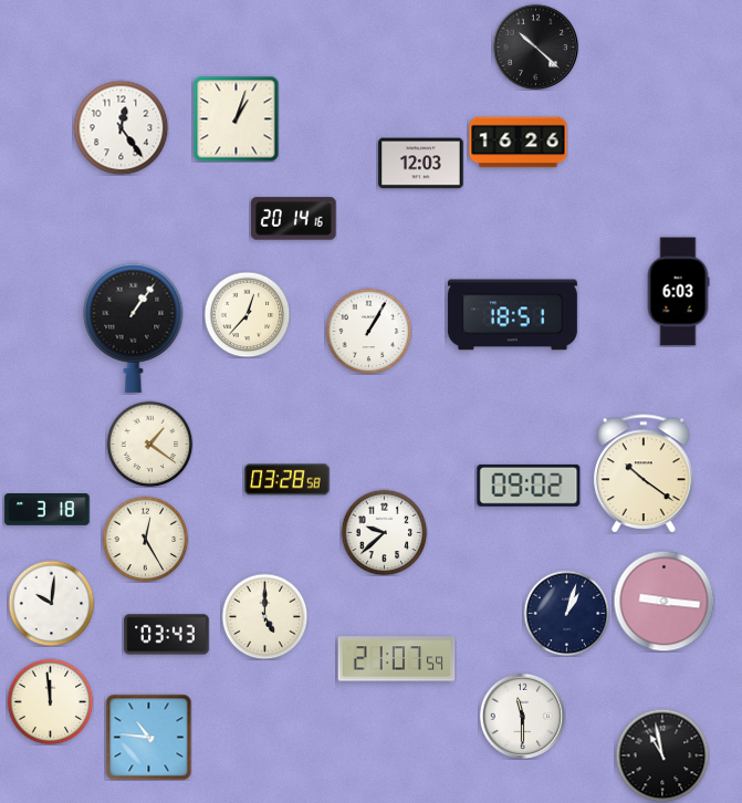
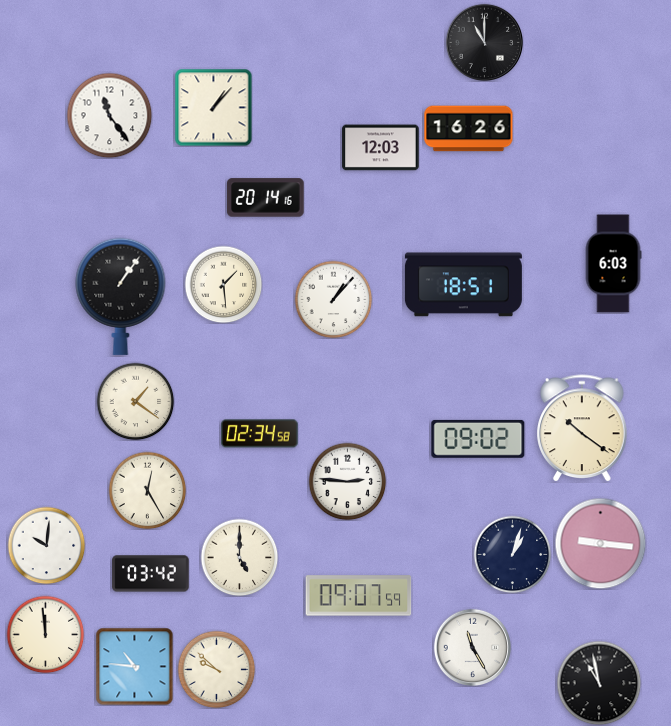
clock at (535, 46): 10:22 -> 11:00
clock at (236, 118): 1:03 -> 1:07
clock at (121, 127): 12:24 -> 11:24
clock at (247, 314): 12:37 -> 1:29
clock at (368, 331): 1:05 -> 1:07
clock at (288, 480): 03:28 -> 02:34
clock at (48, 510): 3:18 -> none
clock at (384, 532): 9:38 -> 2:46
clock at (145, 539) position: (145, 539) -> (147, 490)
clock at (167, 635): 03:43 -> 03:42
clock at (397, 659): 21:07 -> 09:07
clock at (522, 716): 11:30 -> 11:25
clock at (216, 669): none -> 9:52
